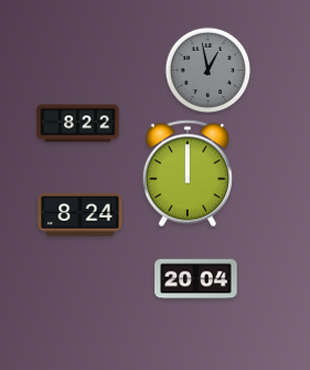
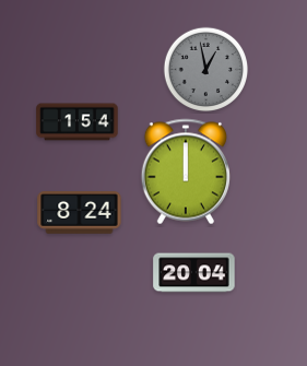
clock at (78, 124): 8:22 -> 1:54
clock at (196, 279) position: (196, 279) -> (194, 273)
